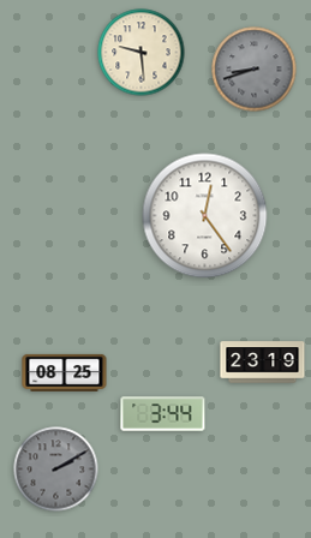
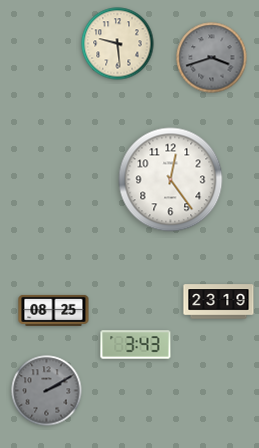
clock at (255, 70): 8:42 -> 3:42
clock at (163, 414): 3:44 -> 3:43
